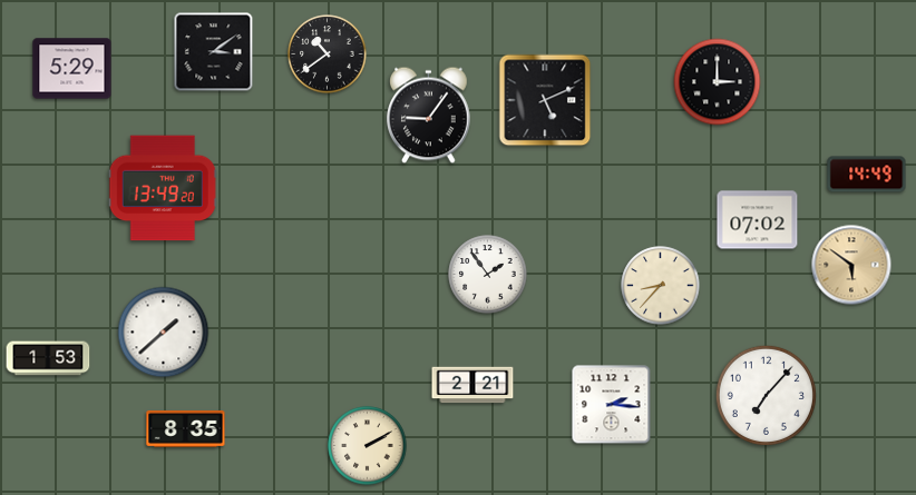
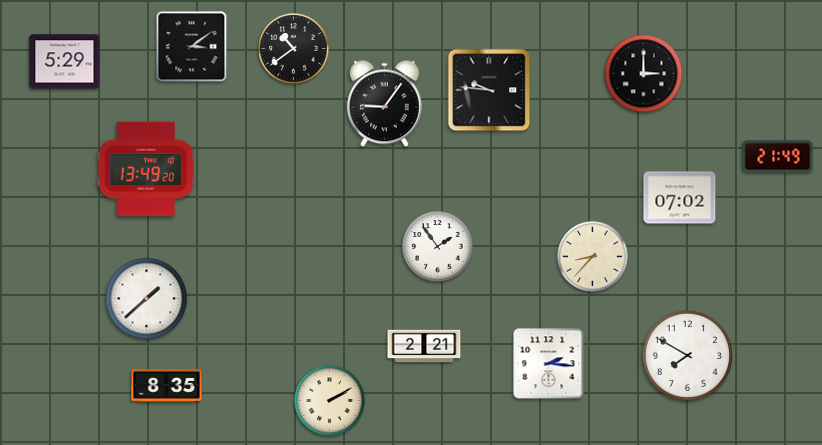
clock at (545, 100): 5:11 -> 9:46
clock at (867, 175): 14:49 -> 21:49
clock at (851, 265): 5:51 -> none
clock at (48, 358): 1:53 -> none
clock at (766, 395): 7:07 -> 7:50
